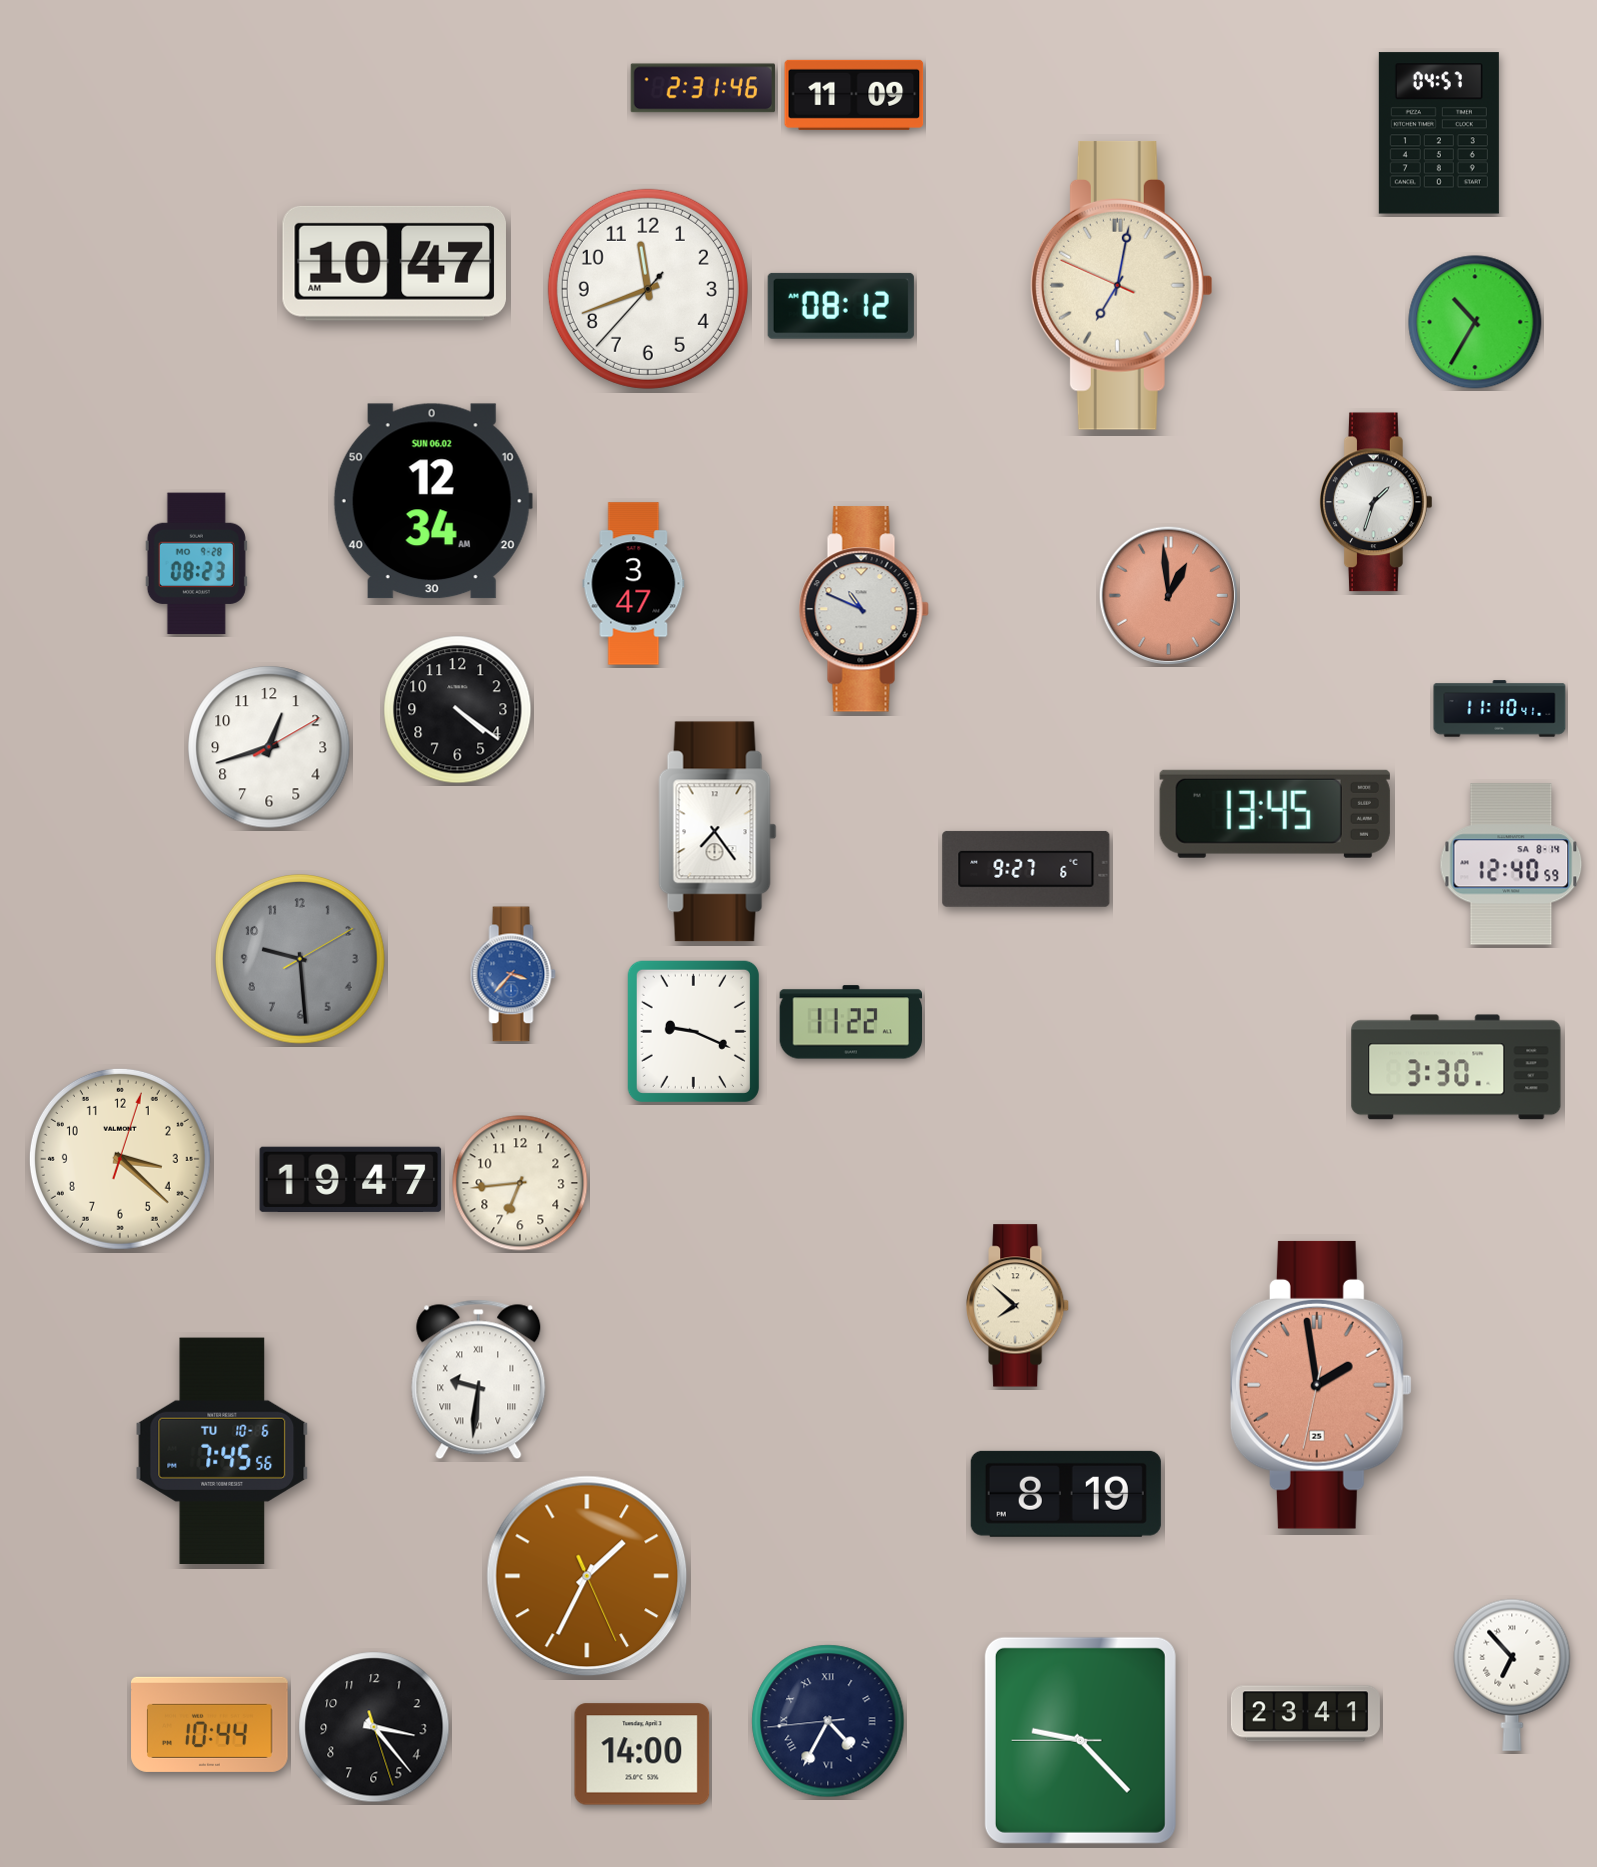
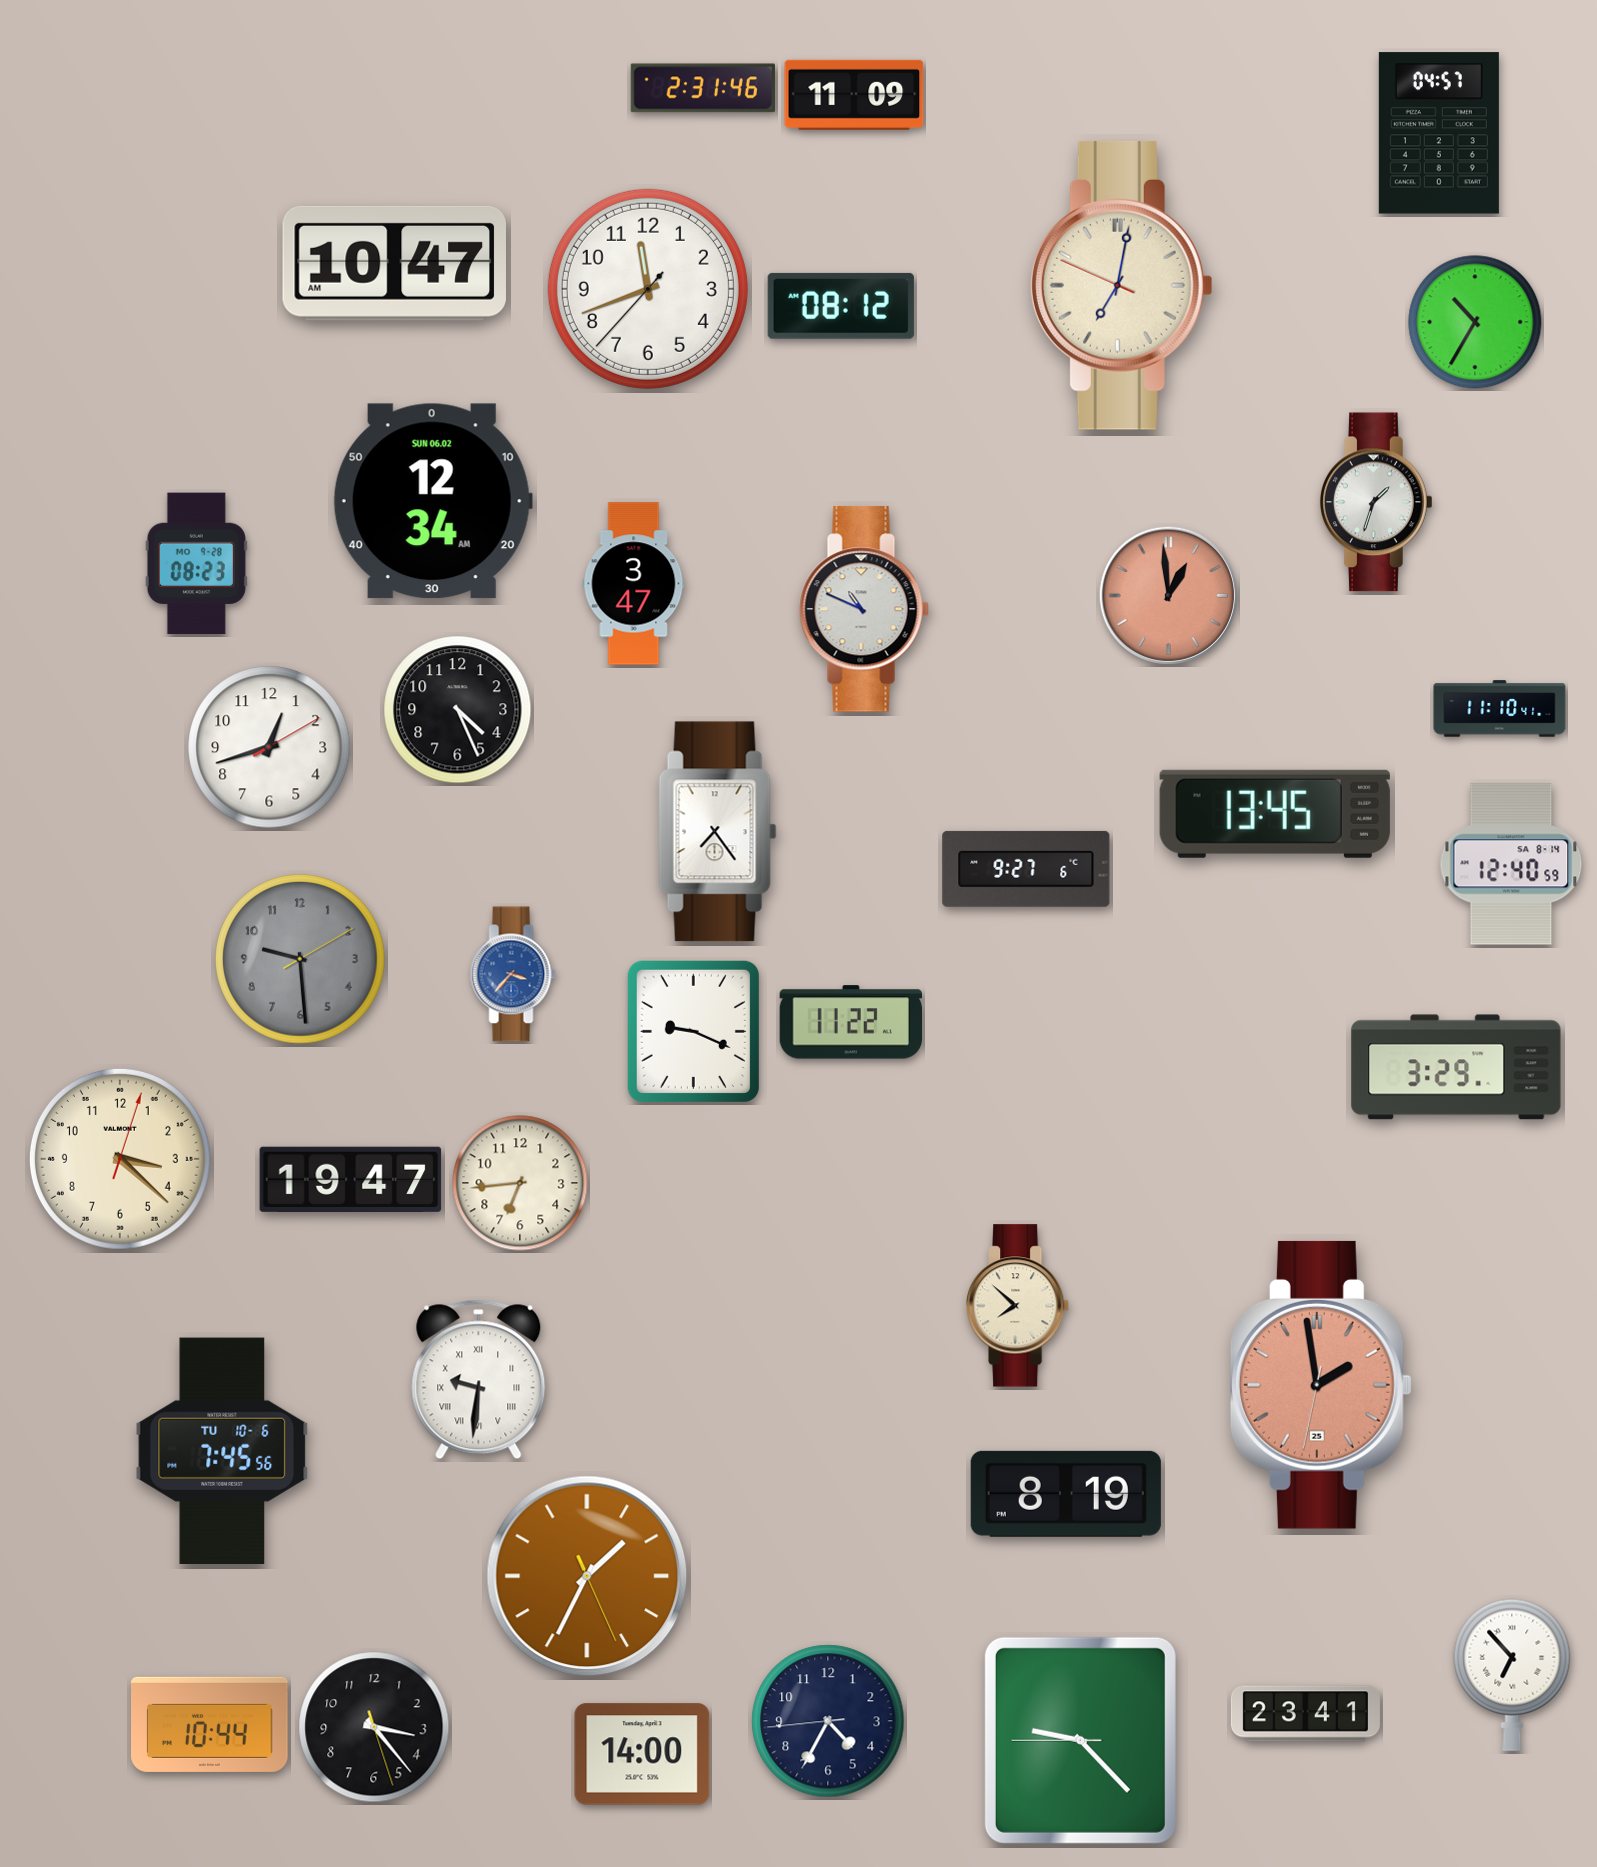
clock at (458, 710): 4:21 -> 4:26
clock at (1456, 1067): 3:30 -> 3:29
clock at (828, 1721) numerals: Roman -> Arabic
